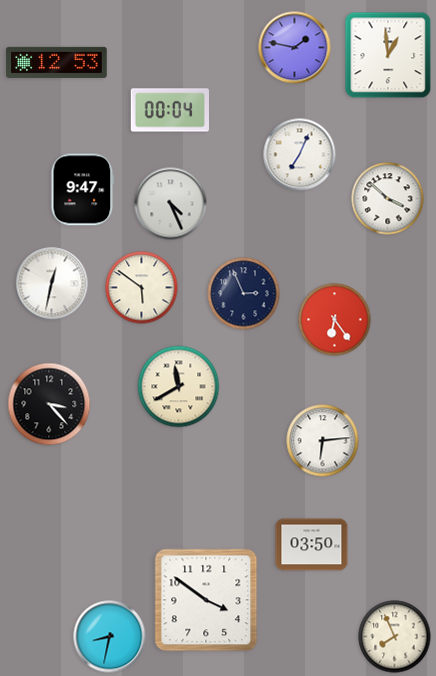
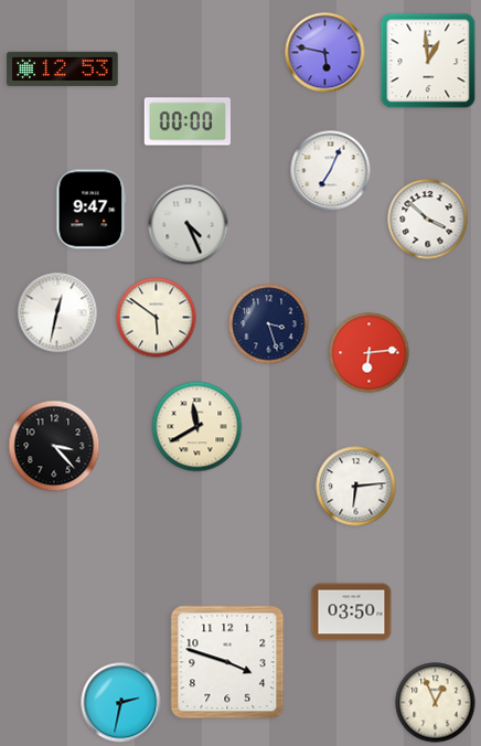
clock at (295, 48): 1:47 -> 5:47
clock at (169, 110): 00:04 -> 00:00
clock at (244, 294): 2:56 -> 3:27
clock at (335, 320): 6:24 -> 6:14
clock at (312, 545) position: (312, 545) -> (352, 612)
clock at (206, 600): 3:51 -> 3:48
clock at (110, 637): 8:32 -> 2:32
clock at (395, 637): 7:56 -> 12:56
